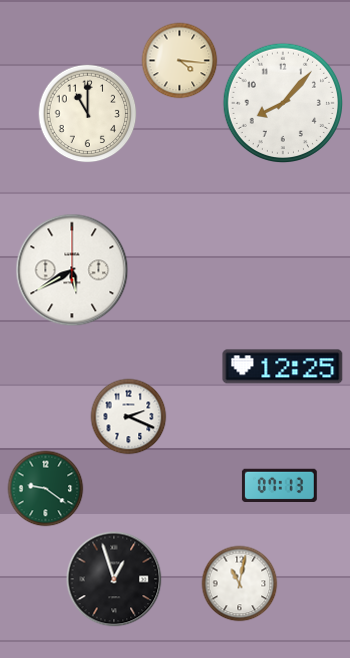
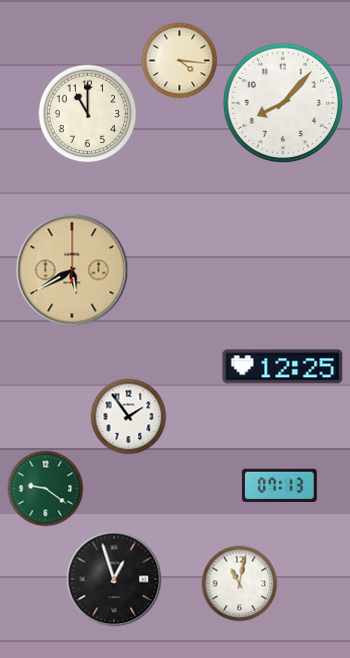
clock at (72, 270) dial: white -> champagne
clock at (129, 417): 2:19 -> 1:54
